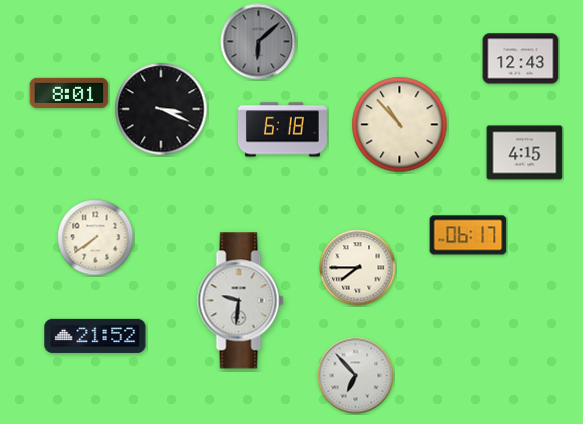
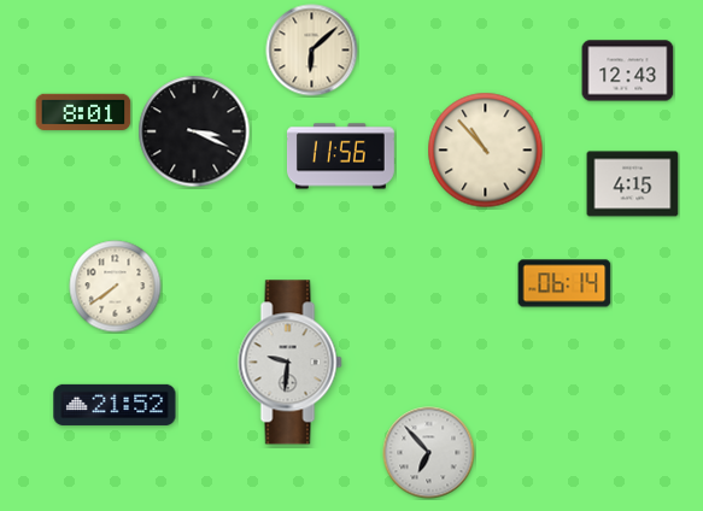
clock at (259, 42) dial: grey -> cream
clock at (400, 125) position: (400, 125) -> (486, 151)
clock at (282, 130): 6:18 -> 11:56
clock at (468, 235): 06:17 -> 06:14
clock at (358, 268): 7:45 -> none
